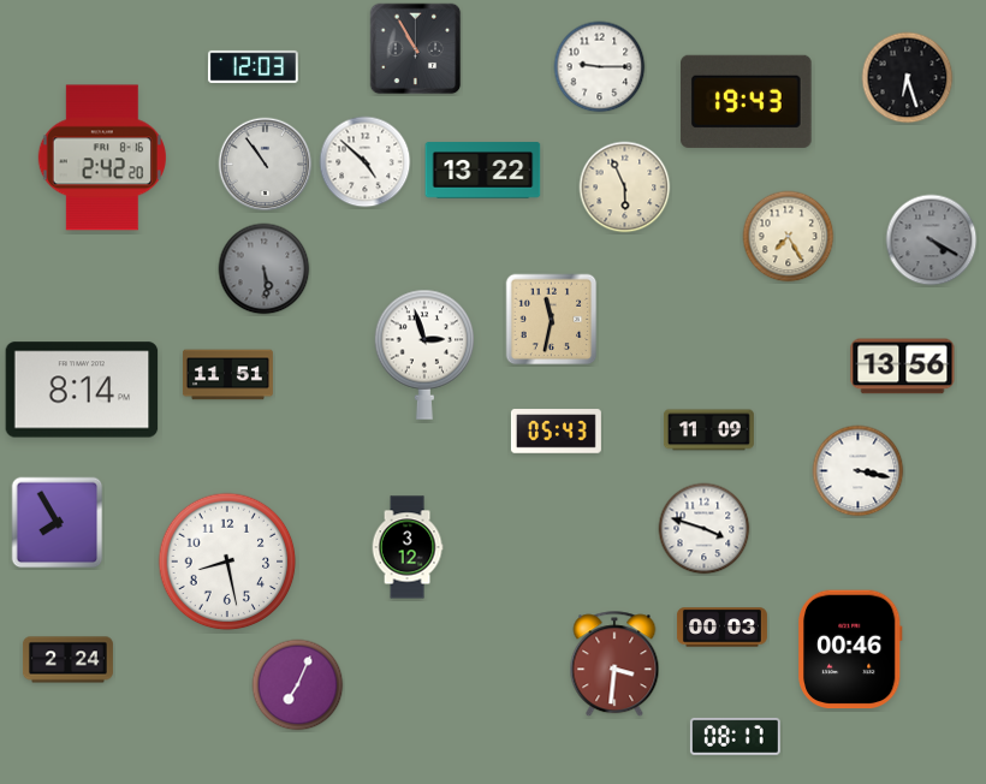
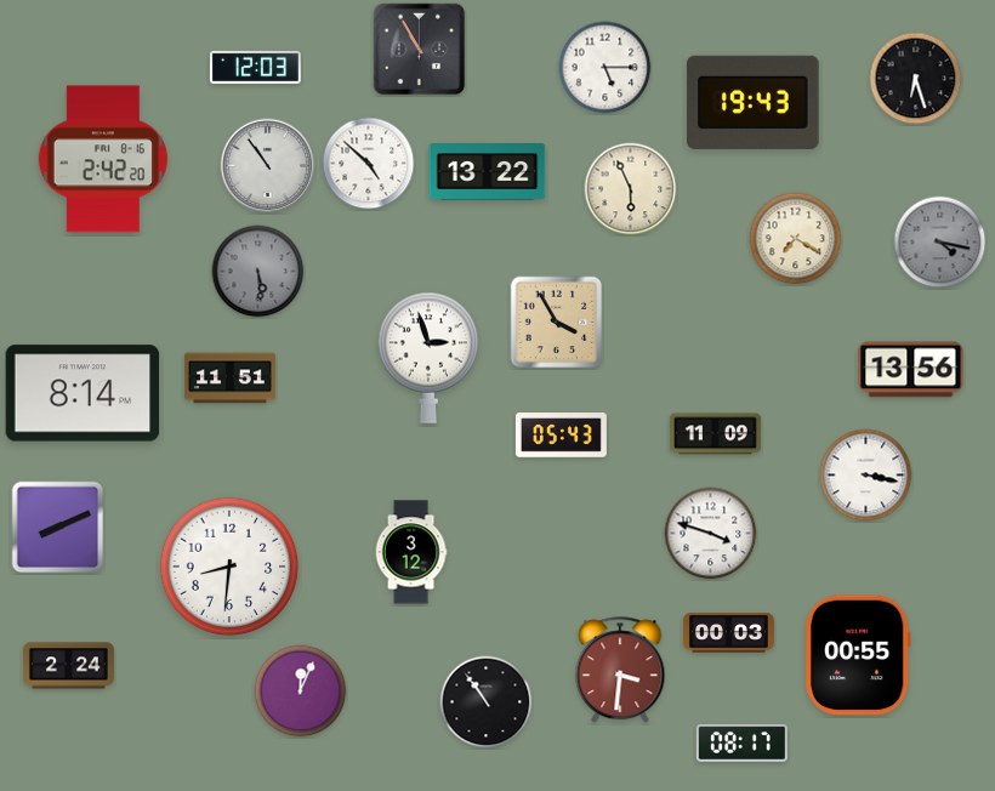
clock at (600, 67): 9:15 -> 5:15
clock at (789, 237): 7:25 -> 7:20
clock at (932, 240): 4:20 -> 4:17
clock at (265, 269) position: (265, 269) -> (258, 272)
clock at (552, 320): 11:32 -> 3:55
clock at (58, 523): 7:55 -> 8:11
clock at (227, 562): 8:28 -> 8:31
clock at (851, 649): 00:46 -> 00:55
clock at (298, 685): 7:04 -> 12:04
clock at (487, 702): none -> 10:54
